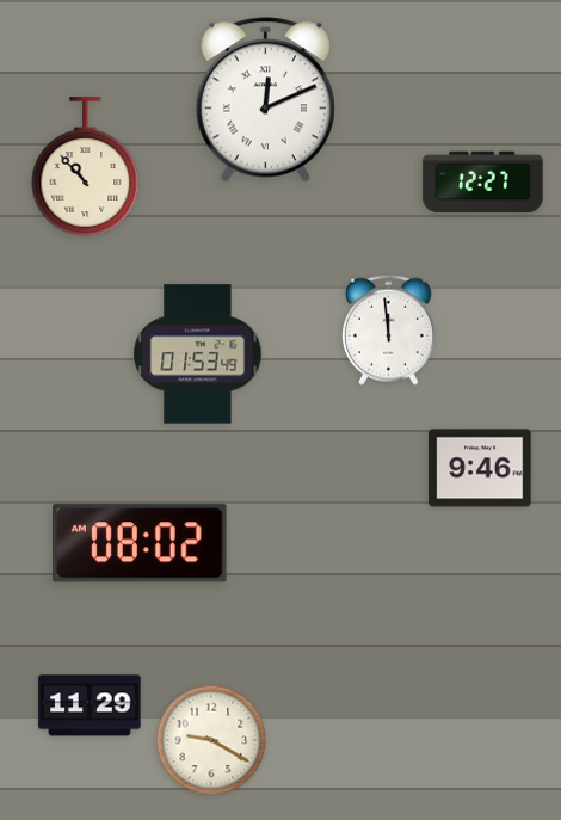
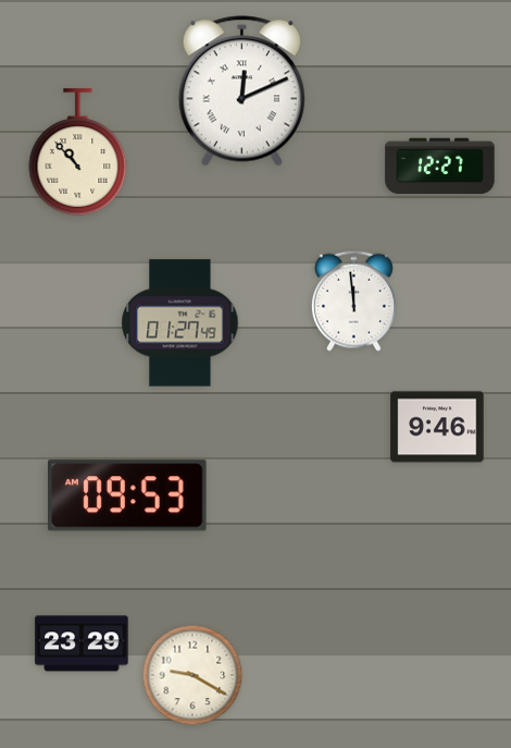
clock at (198, 354): 01:53 -> 01:27
clock at (141, 543): 08:02 -> 09:53
clock at (90, 705): 11:29 -> 23:29
